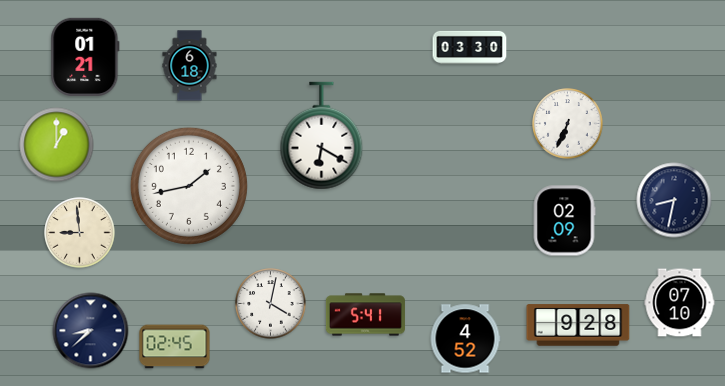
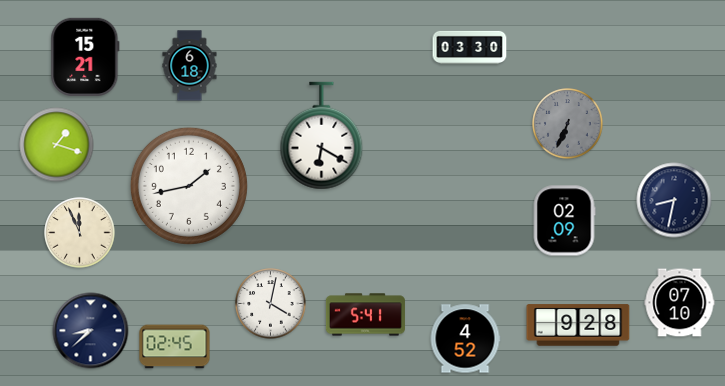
clock at (85, 57): 01:21 -> 15:21
clock at (568, 124) dial: white -> grey
clock at (57, 145): 1:00 -> 1:18
clock at (80, 233): 8:59 -> 11:56
